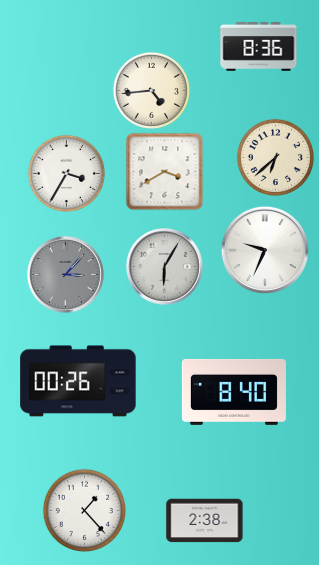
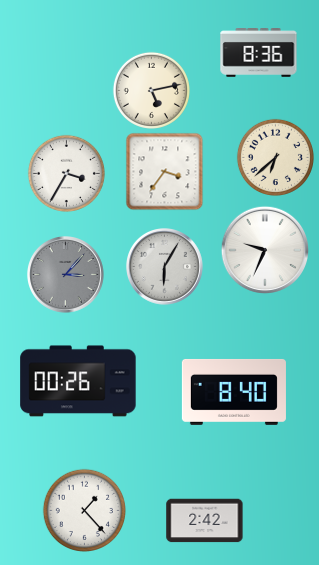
clock at (259, 47) position: (259, 47) -> (259, 53)
clock at (151, 90): 4:44 -> 5:13
clock at (164, 171): 3:40 -> 3:36
clock at (205, 521): 2:38 -> 2:42
